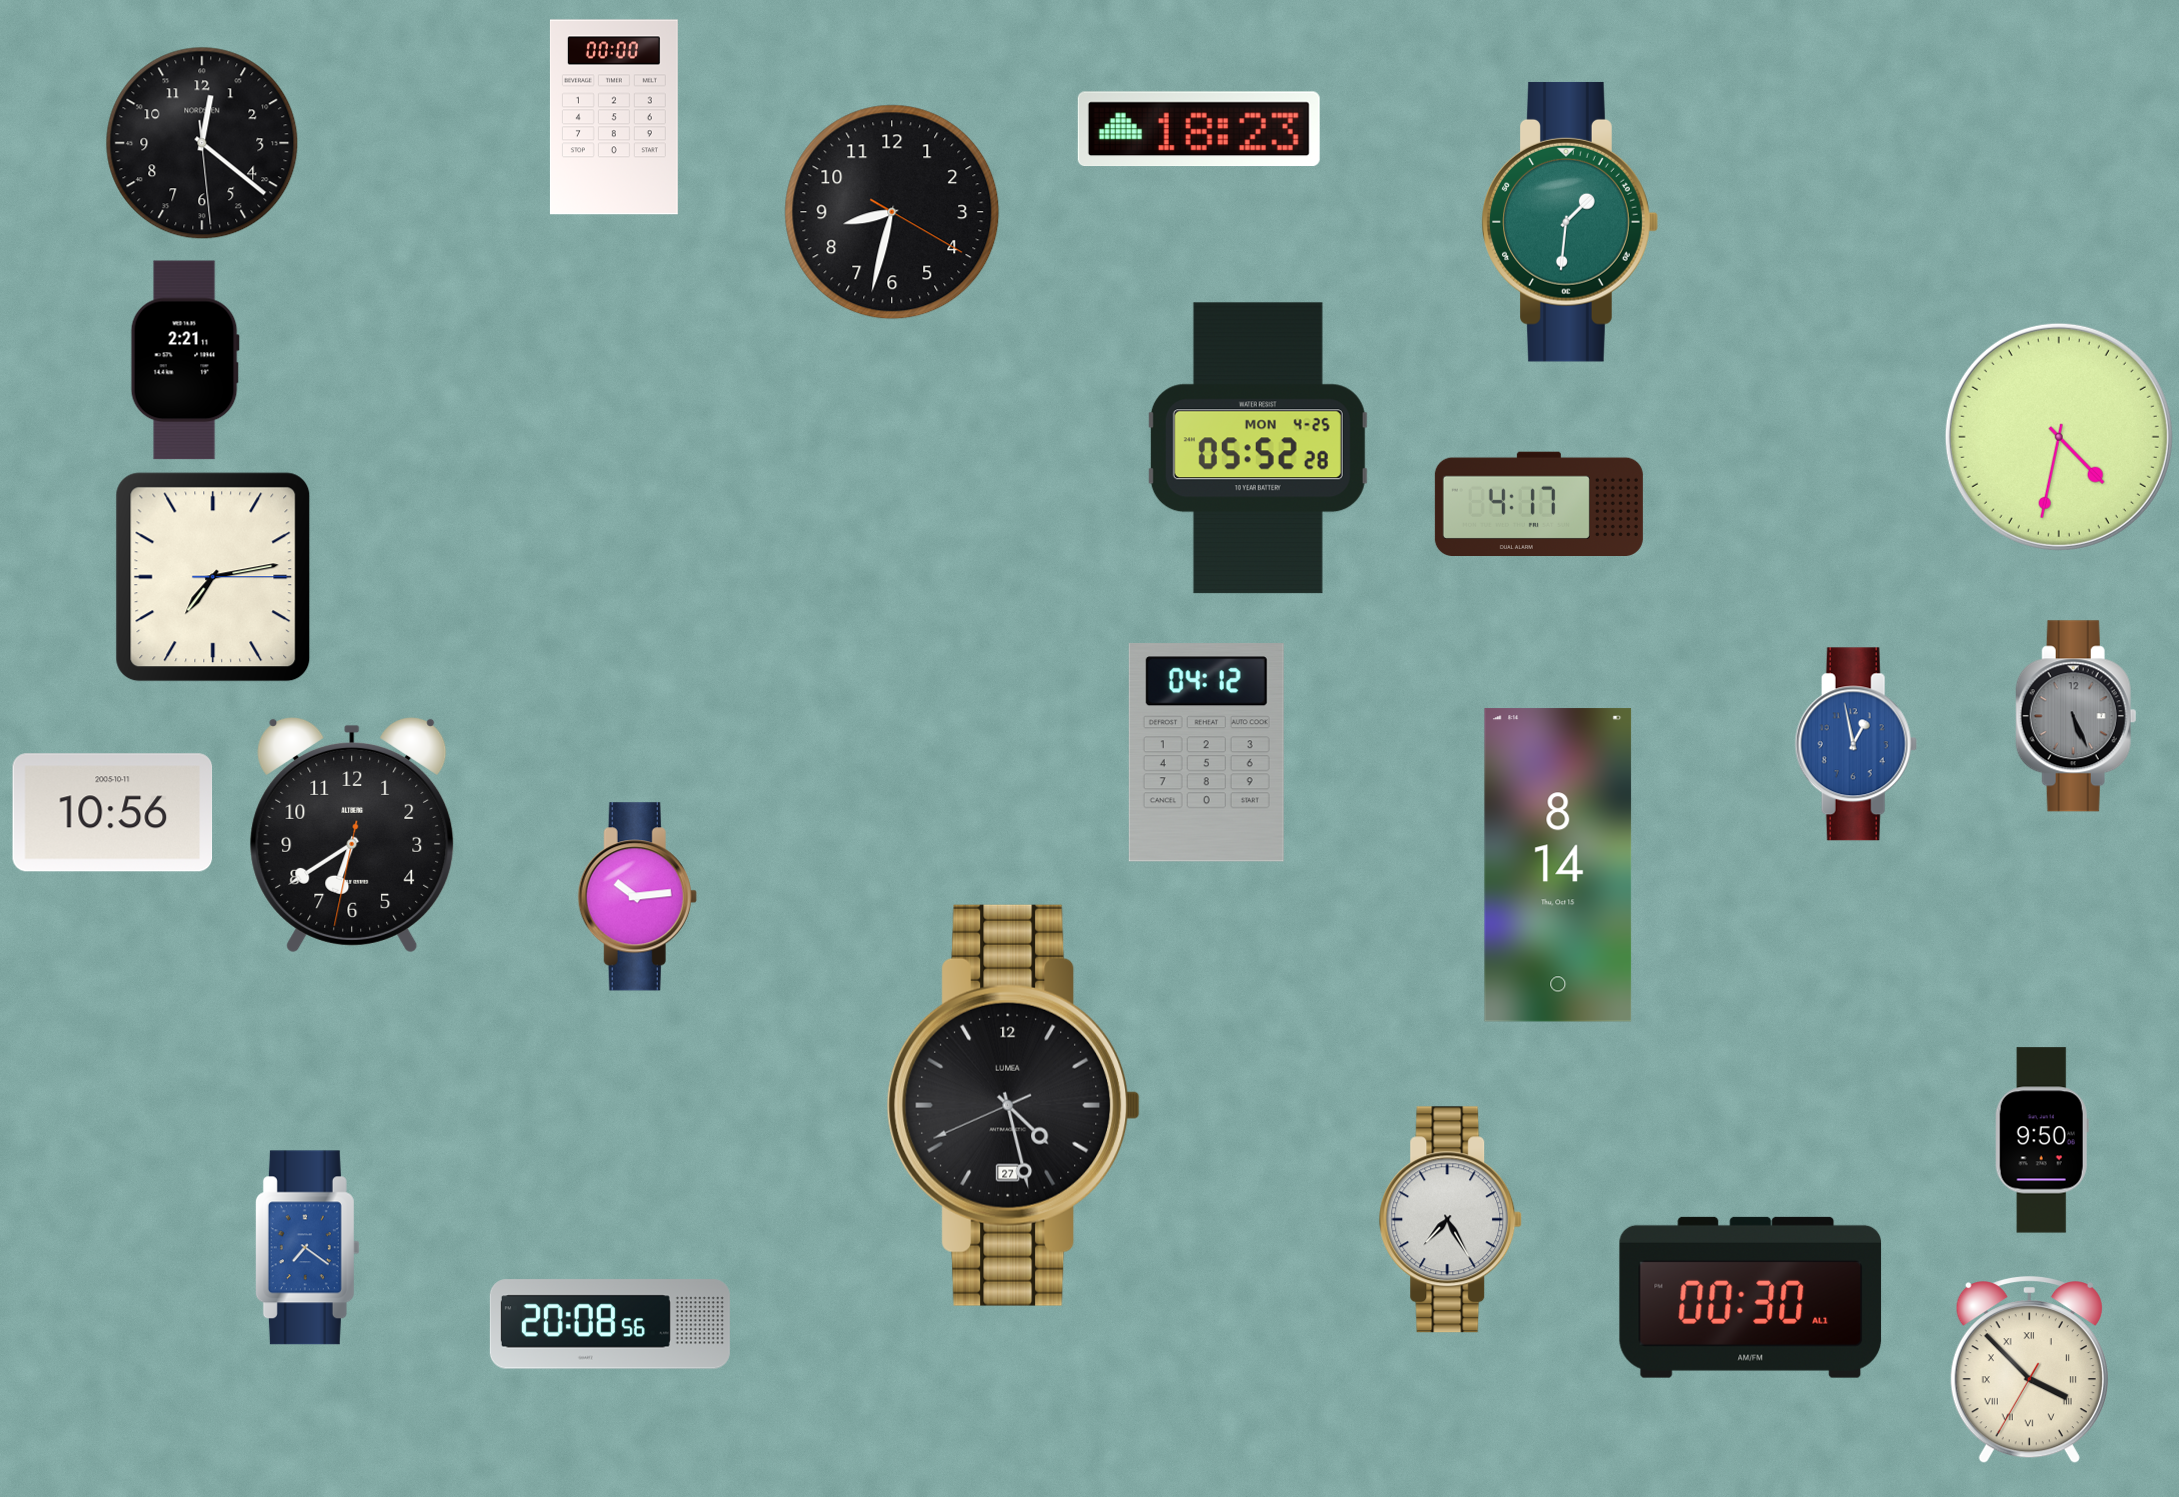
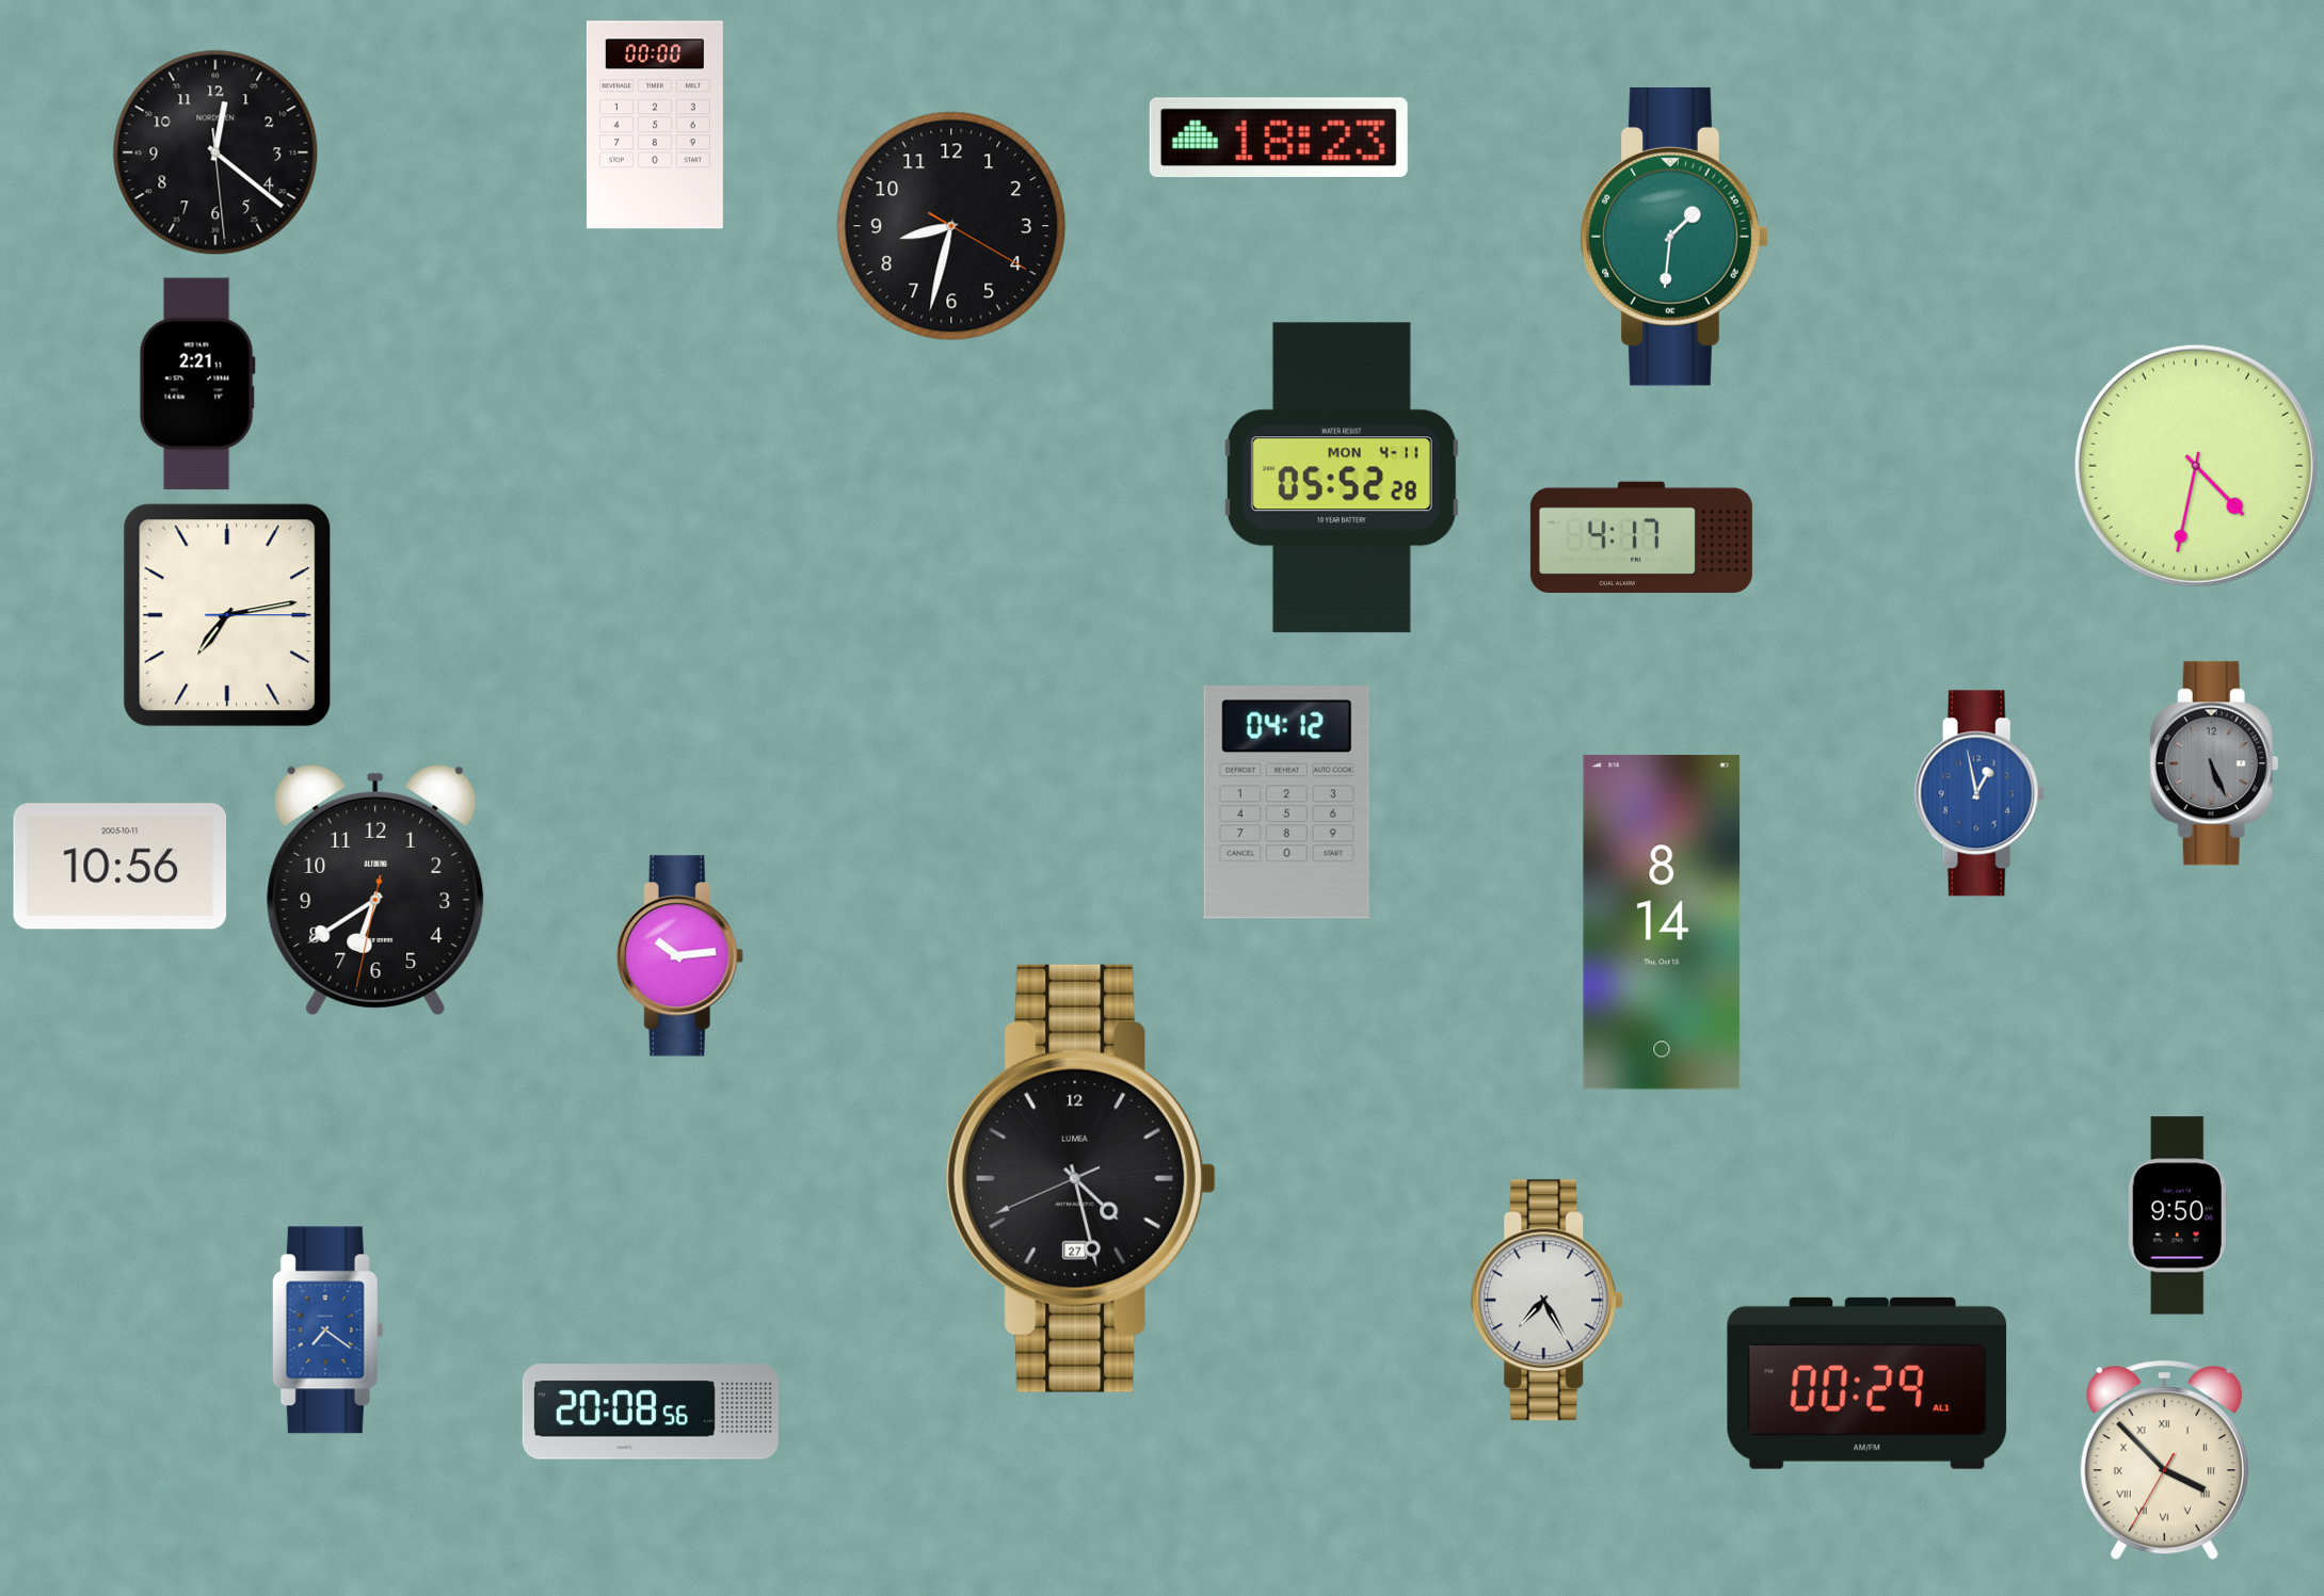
clock at (1258, 448) date: MON 4-25 -> MON 4-11
clock at (1751, 1297): 00:30 -> 00:29
